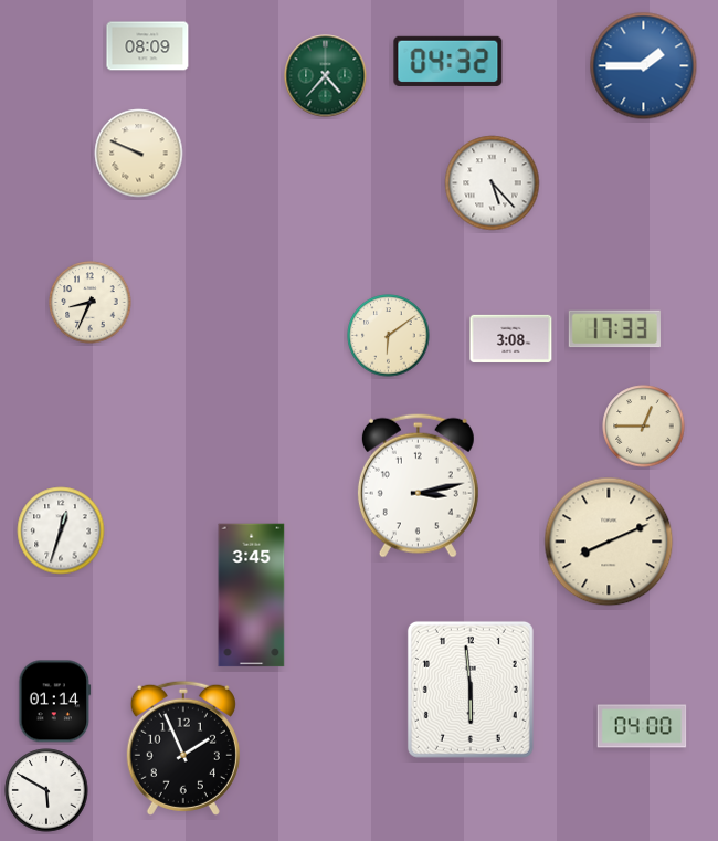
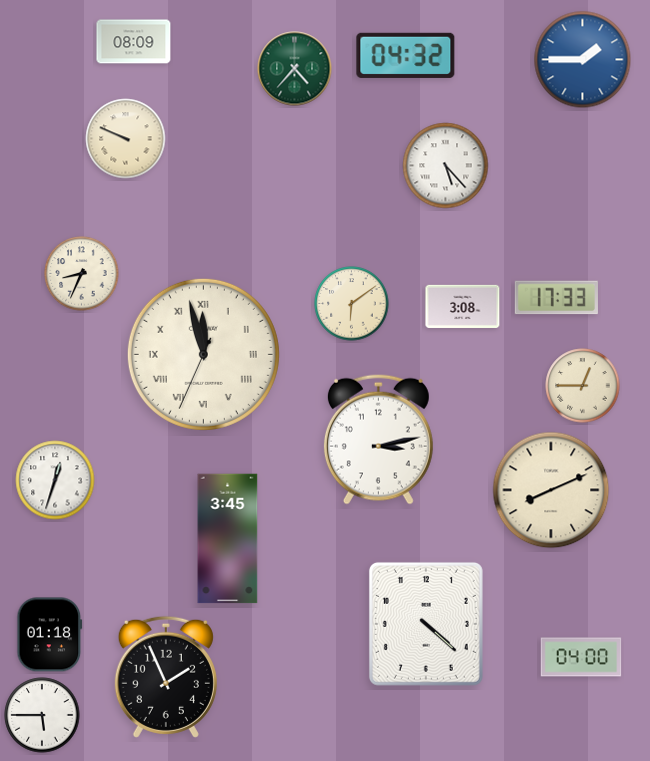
clock at (203, 354): none -> 11:57
clock at (471, 690): 5:59 -> 4:22
clock at (55, 702): 01:14 -> 01:18
clock at (46, 790): 5:50 -> 5:45
